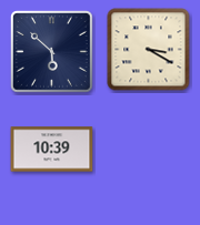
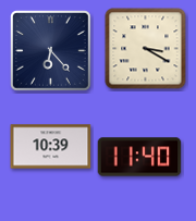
clock at (52, 52): 5:52 -> 6:23
clock at (139, 157): none -> 11:40
